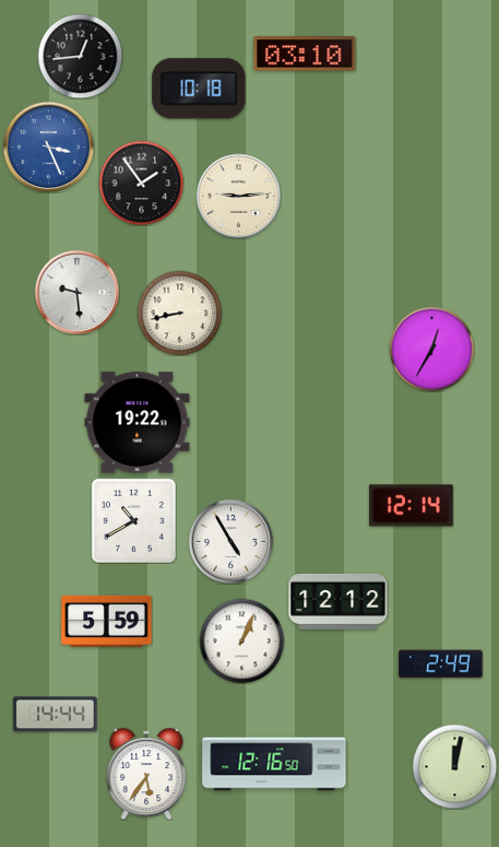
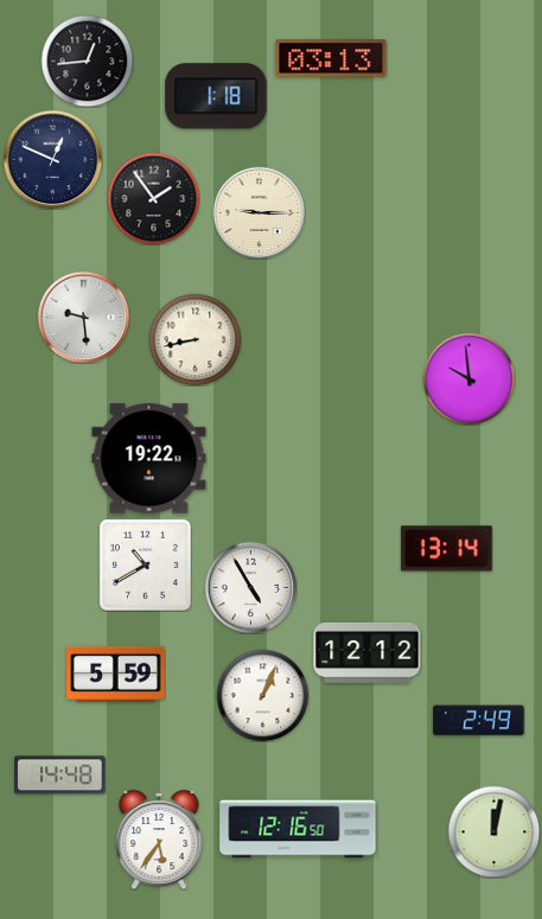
clock at (305, 54): 03:10 -> 03:13
clock at (199, 89): 10:18 -> 1:18
clock at (48, 146): 3:26 -> 12:49
clock at (48, 146) dial: blue -> navy
clock at (238, 196): 9:14 -> 9:15
clock at (431, 349): 12:35 -> 9:59
clock at (412, 506): 12:14 -> 13:14
clock at (56, 715): 14:44 -> 14:48
